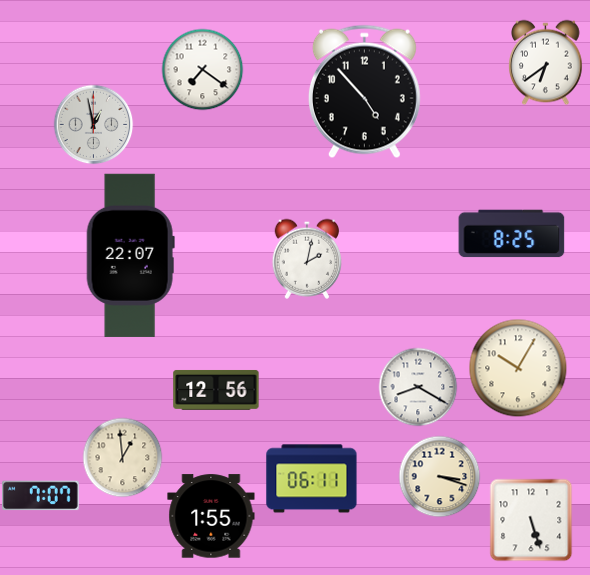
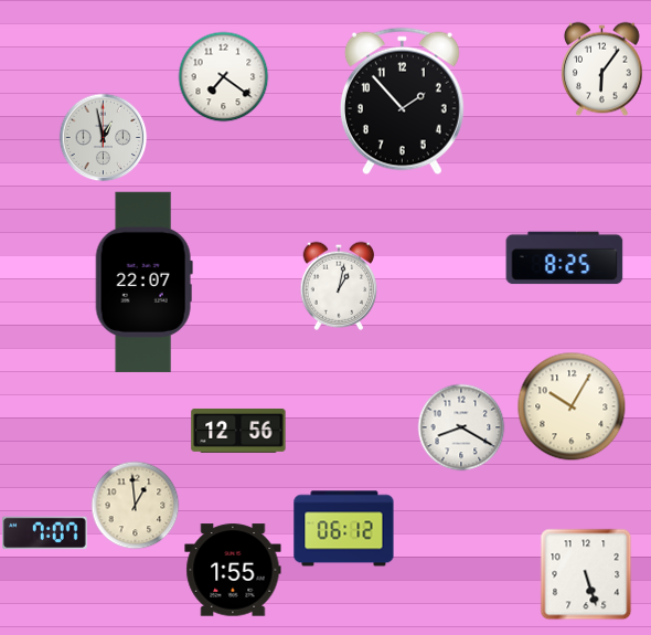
clock at (546, 62): 6:39 -> 6:06
clock at (364, 92): 4:53 -> 1:53
clock at (306, 259): 2:02 -> 1:02
clock at (439, 476): 3:18 -> none
clock at (312, 479): 06:11 -> 06:12
clock at (41, 496) position: (41, 496) -> (45, 533)
